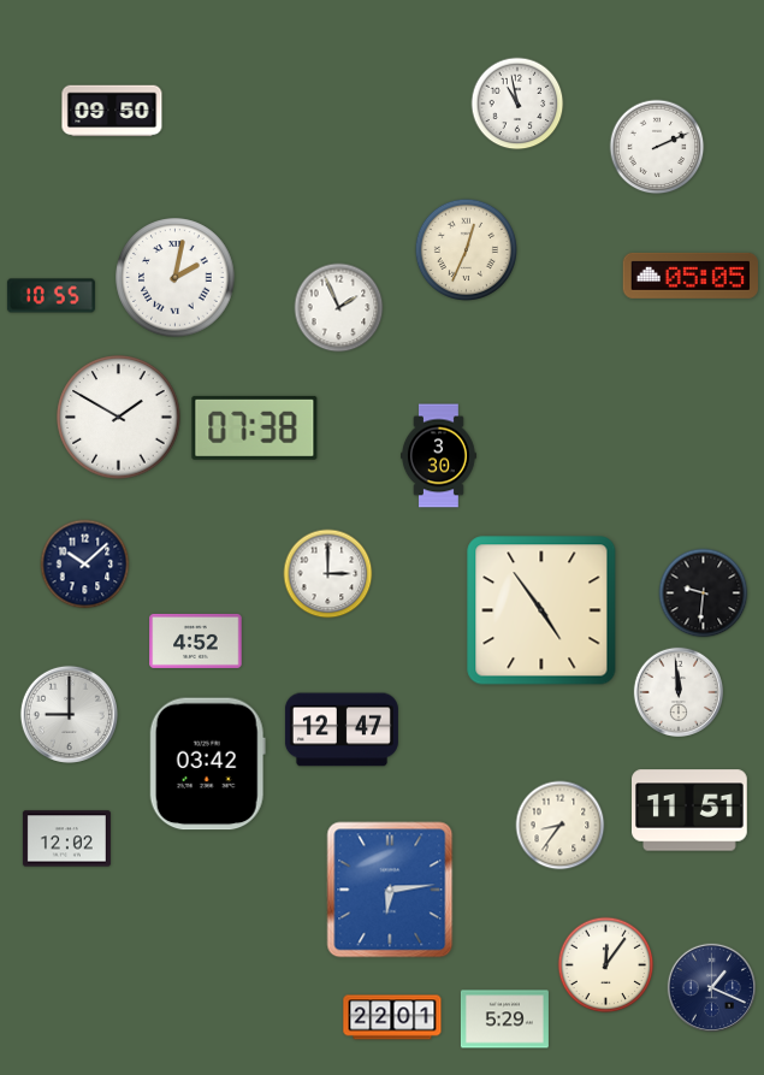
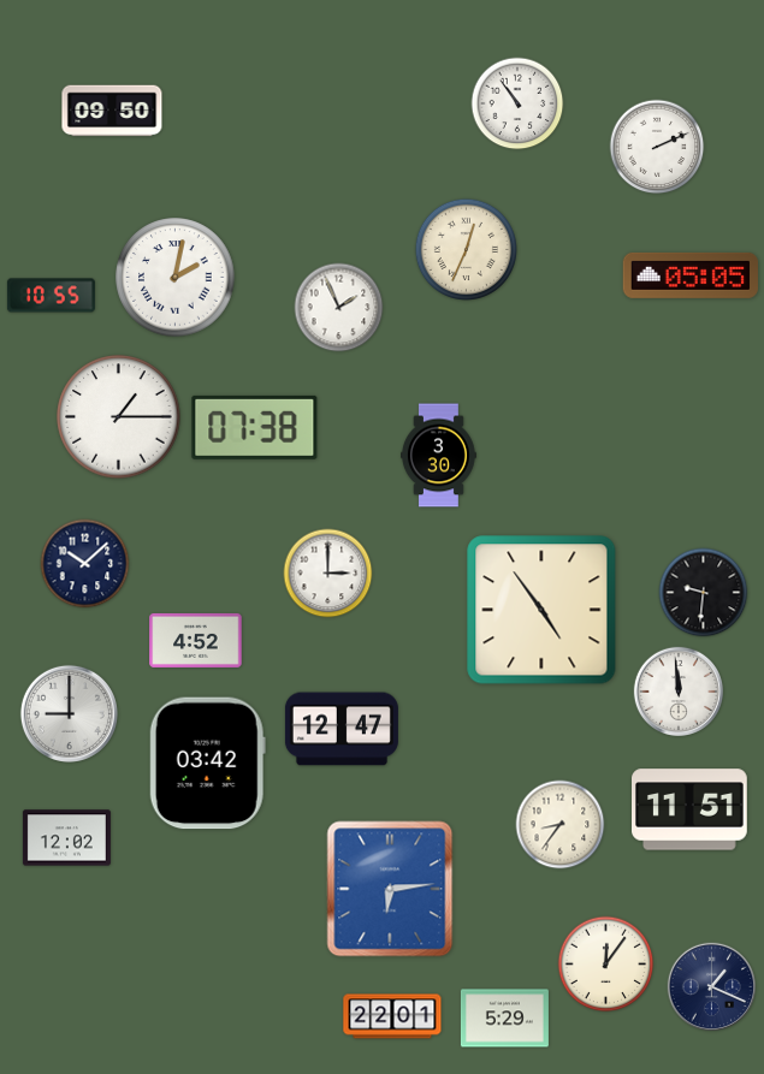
clock at (517, 104): 10:58 -> 10:54
clock at (119, 418): 1:50 -> 1:15
